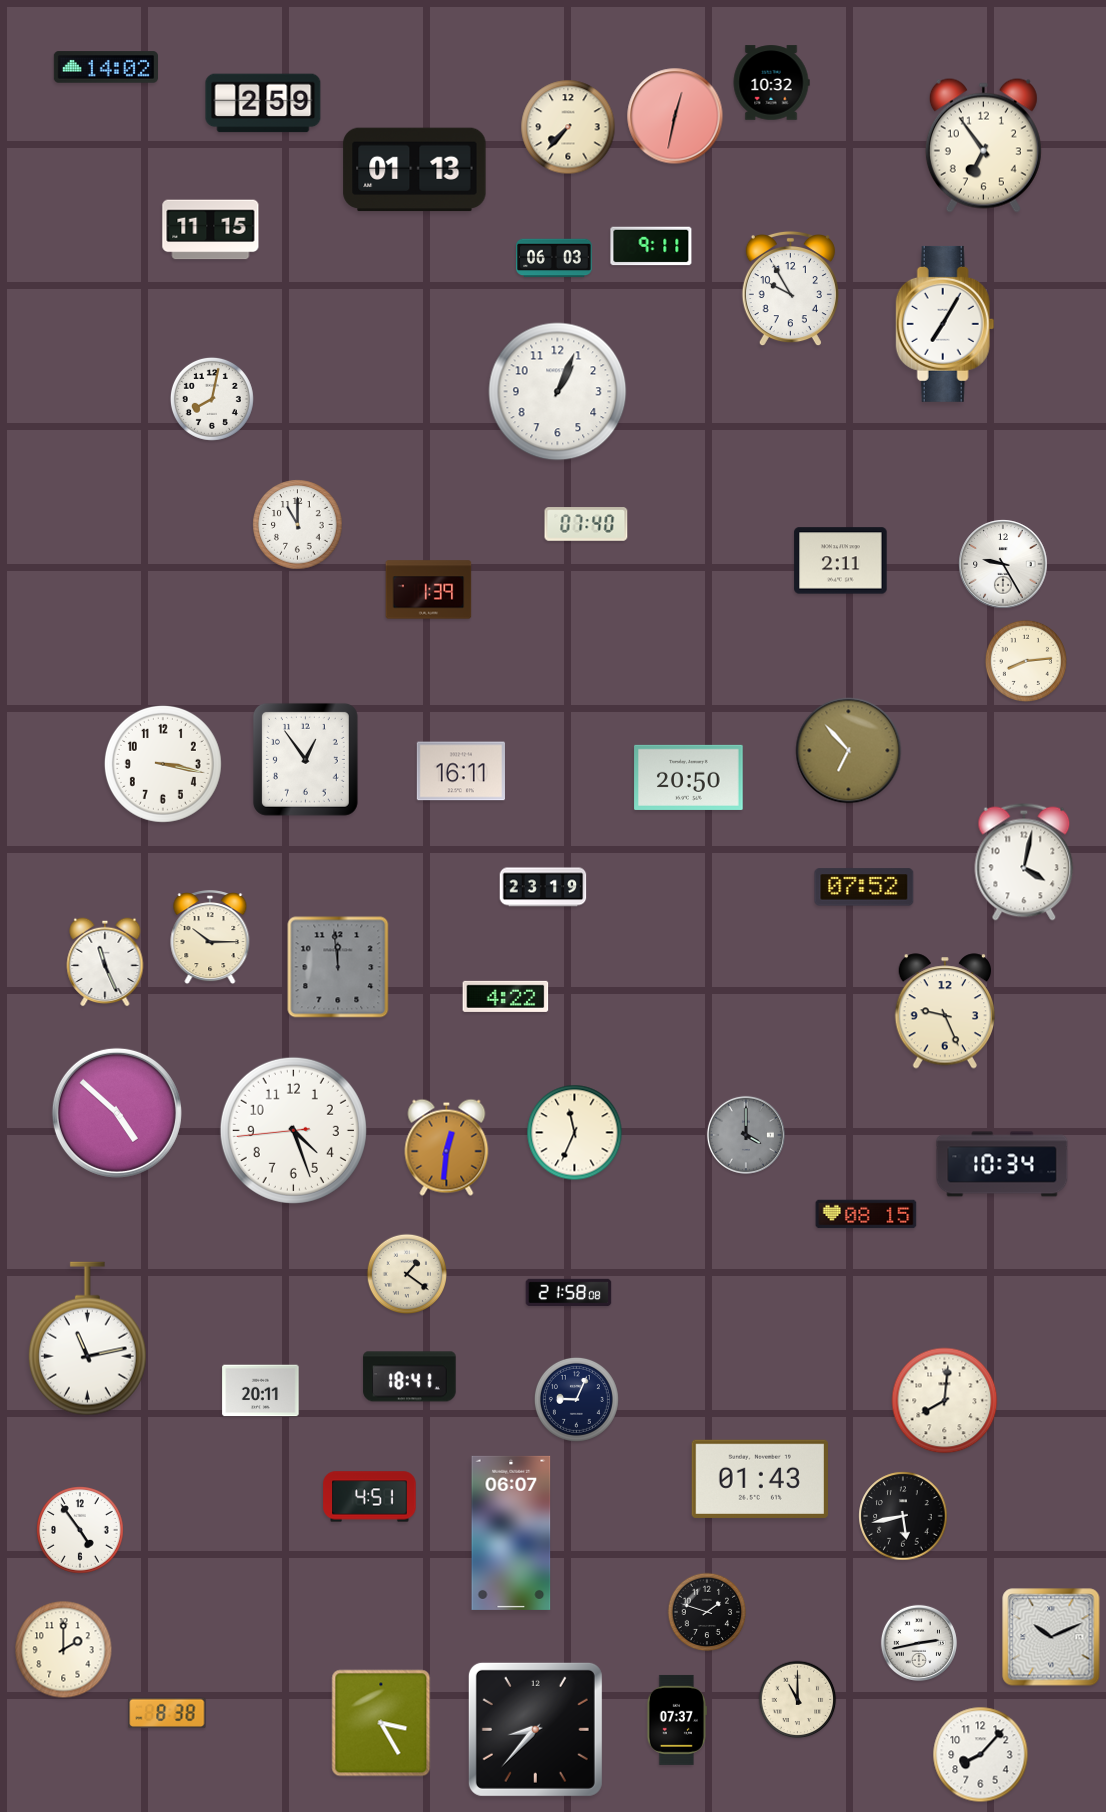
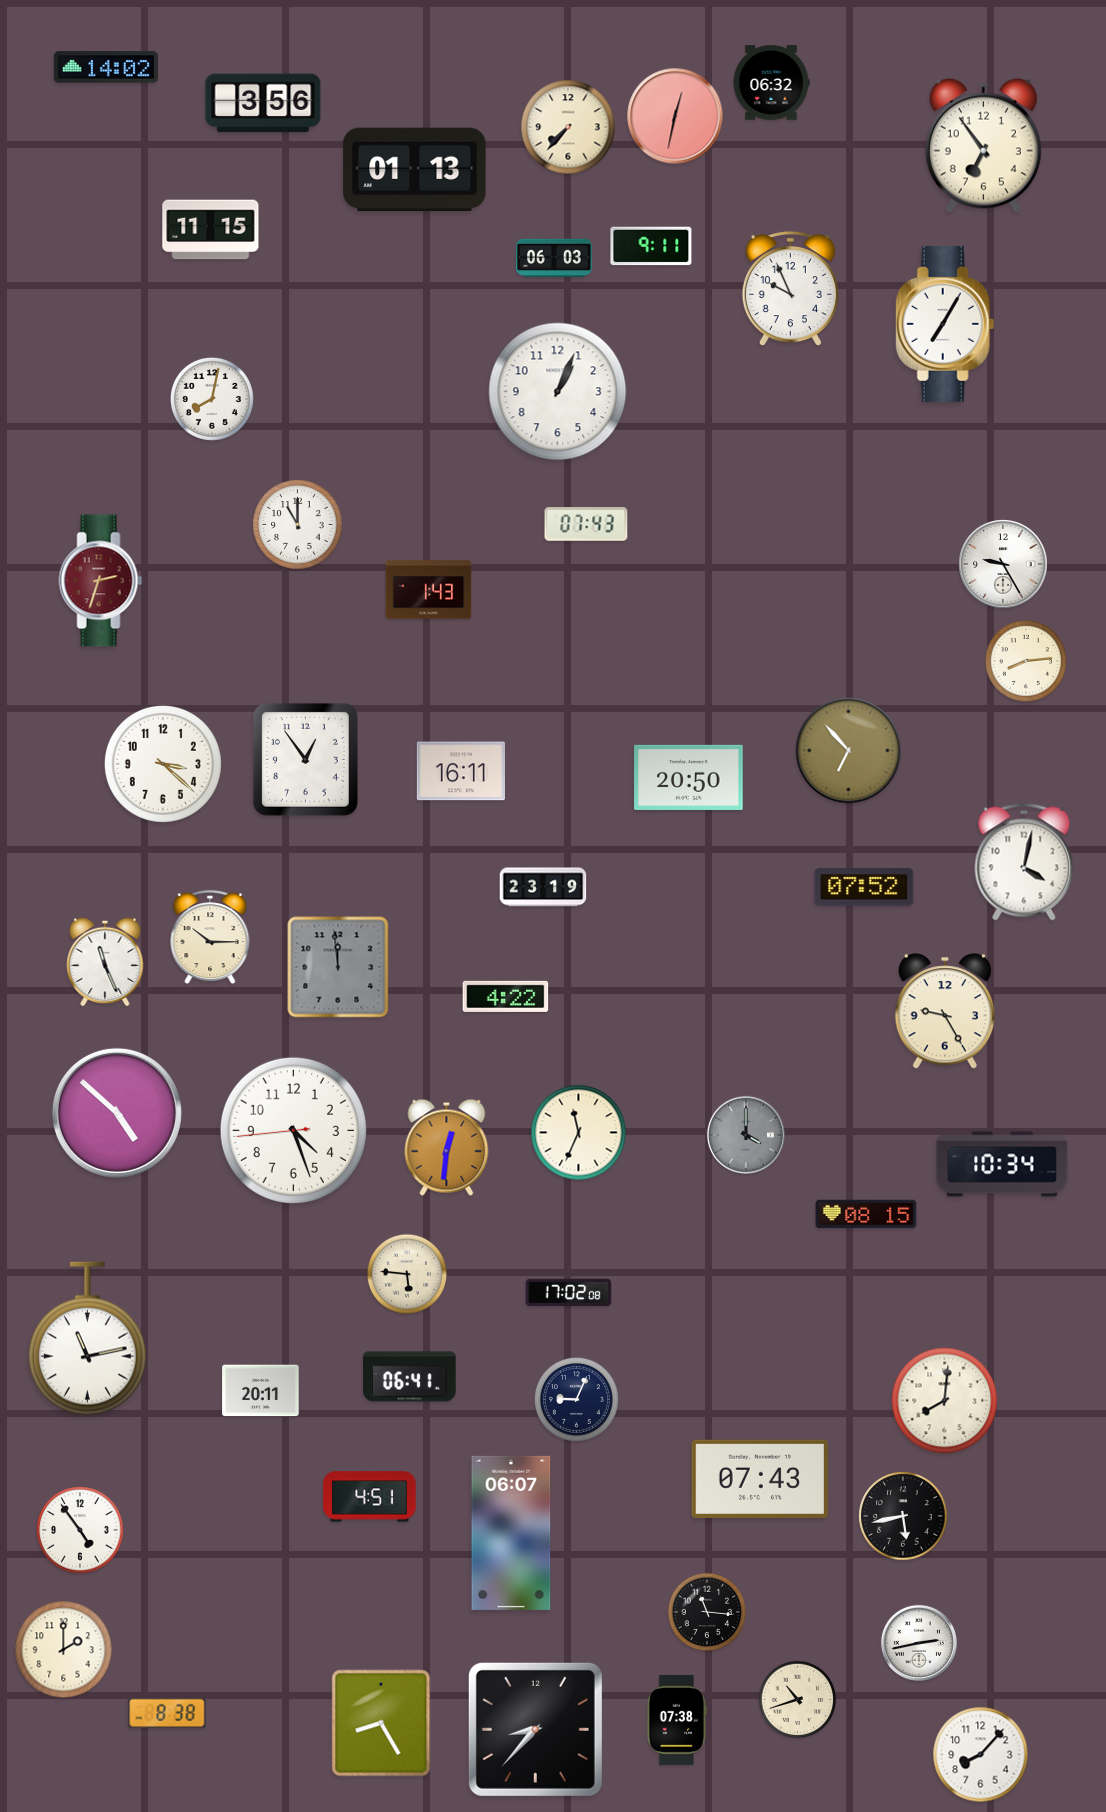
clock at (771, 83): 10:32 -> 06:32
clock at (263, 103): 2:59 -> 3:56
clock at (790, 289): 9:55 -> 9:56
clock at (586, 524): 07:40 -> 07:43
clock at (841, 561): 2:11 -> none
clock at (101, 581): none -> 2:33
clock at (429, 590): 1:39 -> 1:43
clock at (163, 764): 3:17 -> 3:22
clock at (944, 1011): 9:26 -> 9:25
clock at (575, 1133) position: (575, 1133) -> (579, 1133)
clock at (406, 1273): 1:21 -> 5:46
clock at (569, 1293): 21:58 -> 17:02
clock at (410, 1377): 18:41 -> 06:41
clock at (760, 1479): 01:43 -> 07:43
clock at (707, 1612): 1:48 -> 11:16
clock at (1051, 1637): 10:11 -> none
clock at (798, 1700): 11:00 -> 10:42
clock at (677, 1720): 07:37 -> 07:38
clock at (381, 1723): 3:25 -> 8:25
